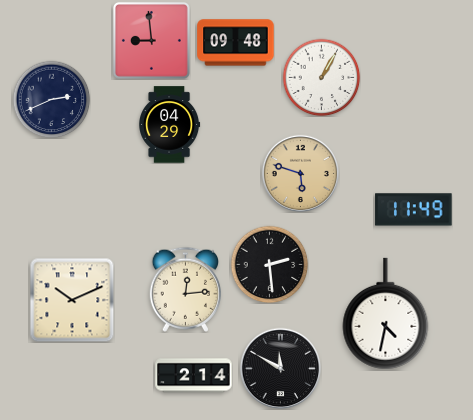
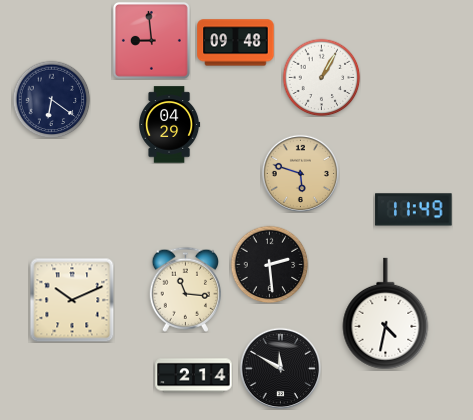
clock at (51, 99): 2:41 -> 6:21
clock at (185, 289): 12:14 -> 11:16
